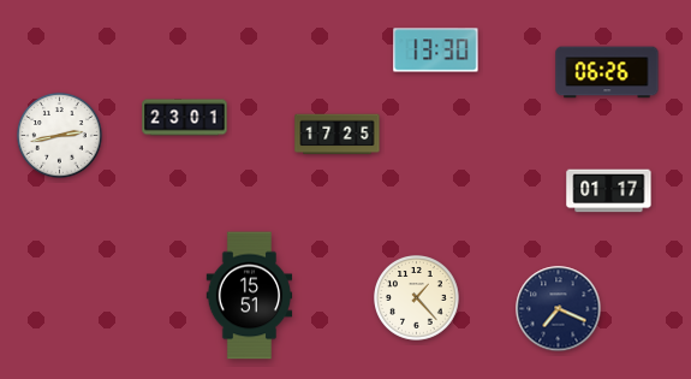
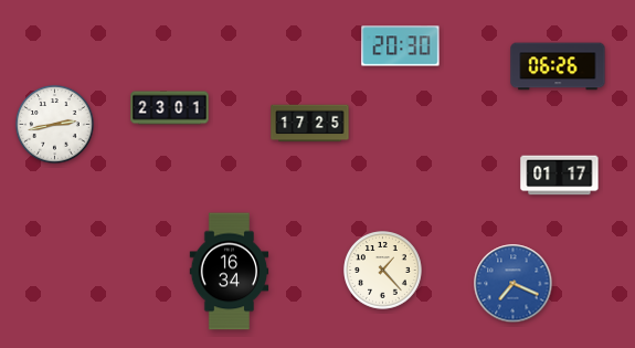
clock at (436, 51): 13:30 -> 20:30
clock at (250, 296): 15:51 -> 16:34
clock at (417, 298) position: (417, 298) -> (383, 271)
clock at (559, 309) dial: navy -> blue
